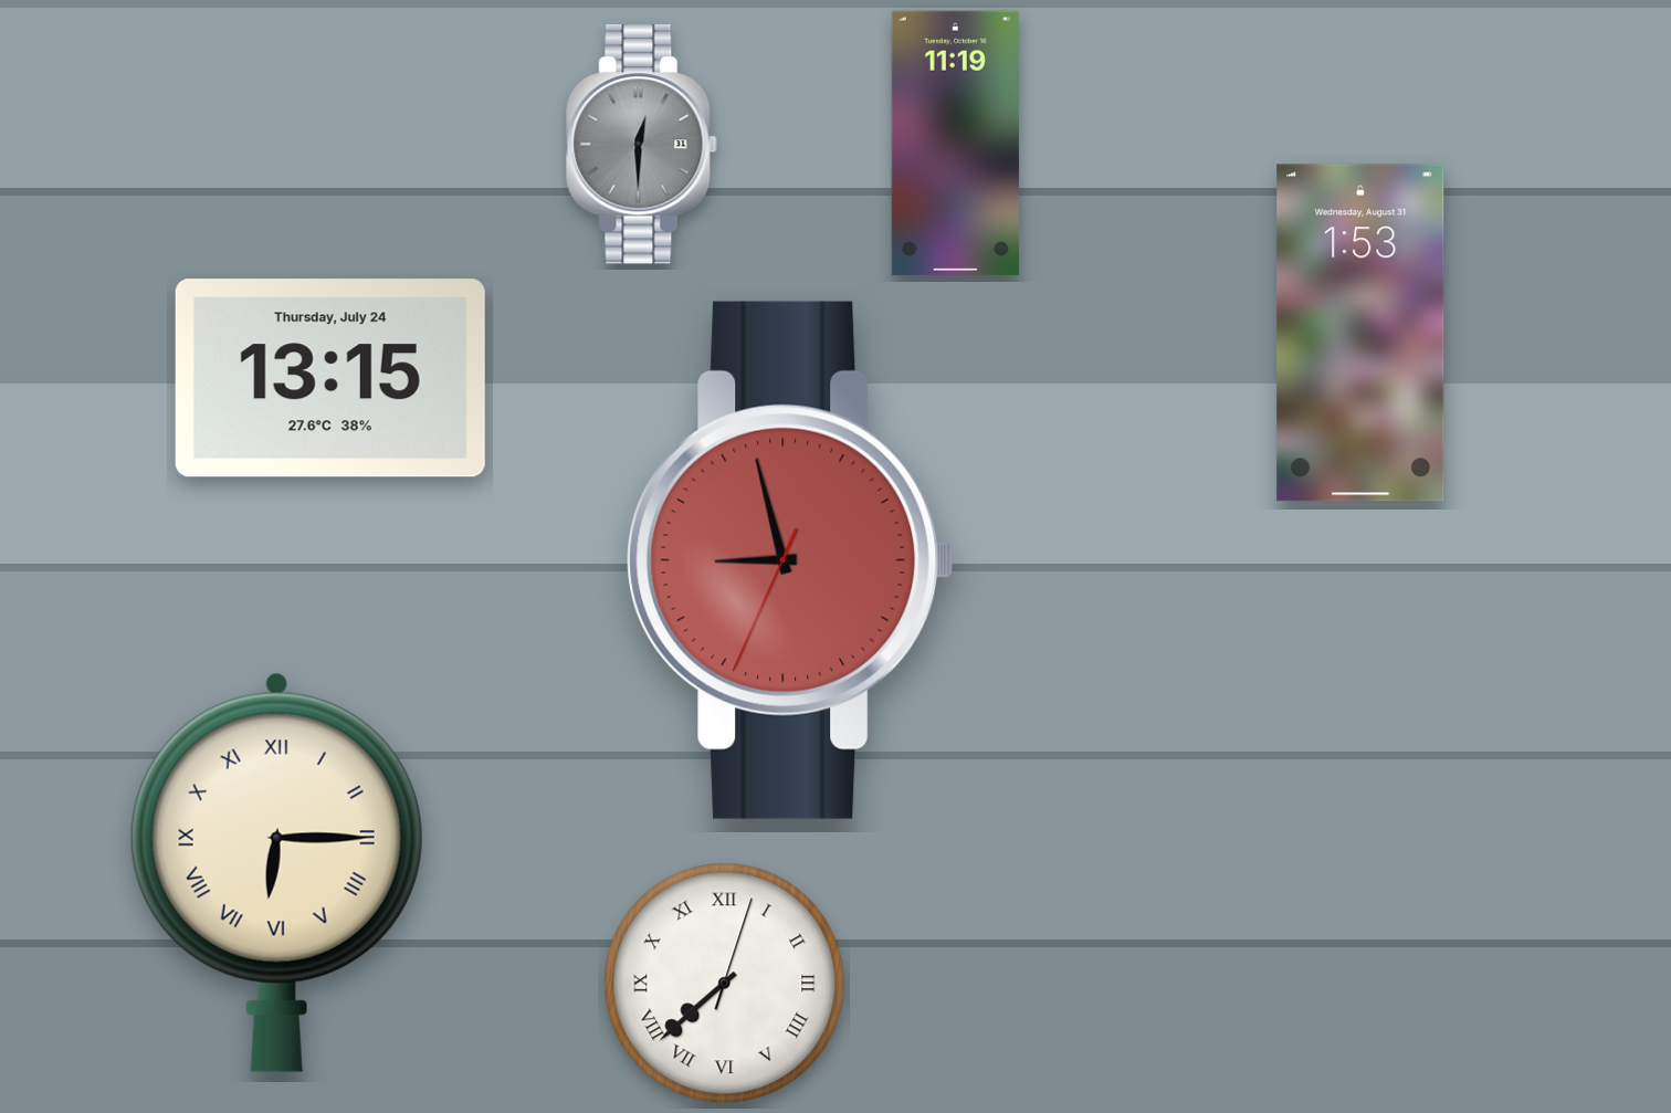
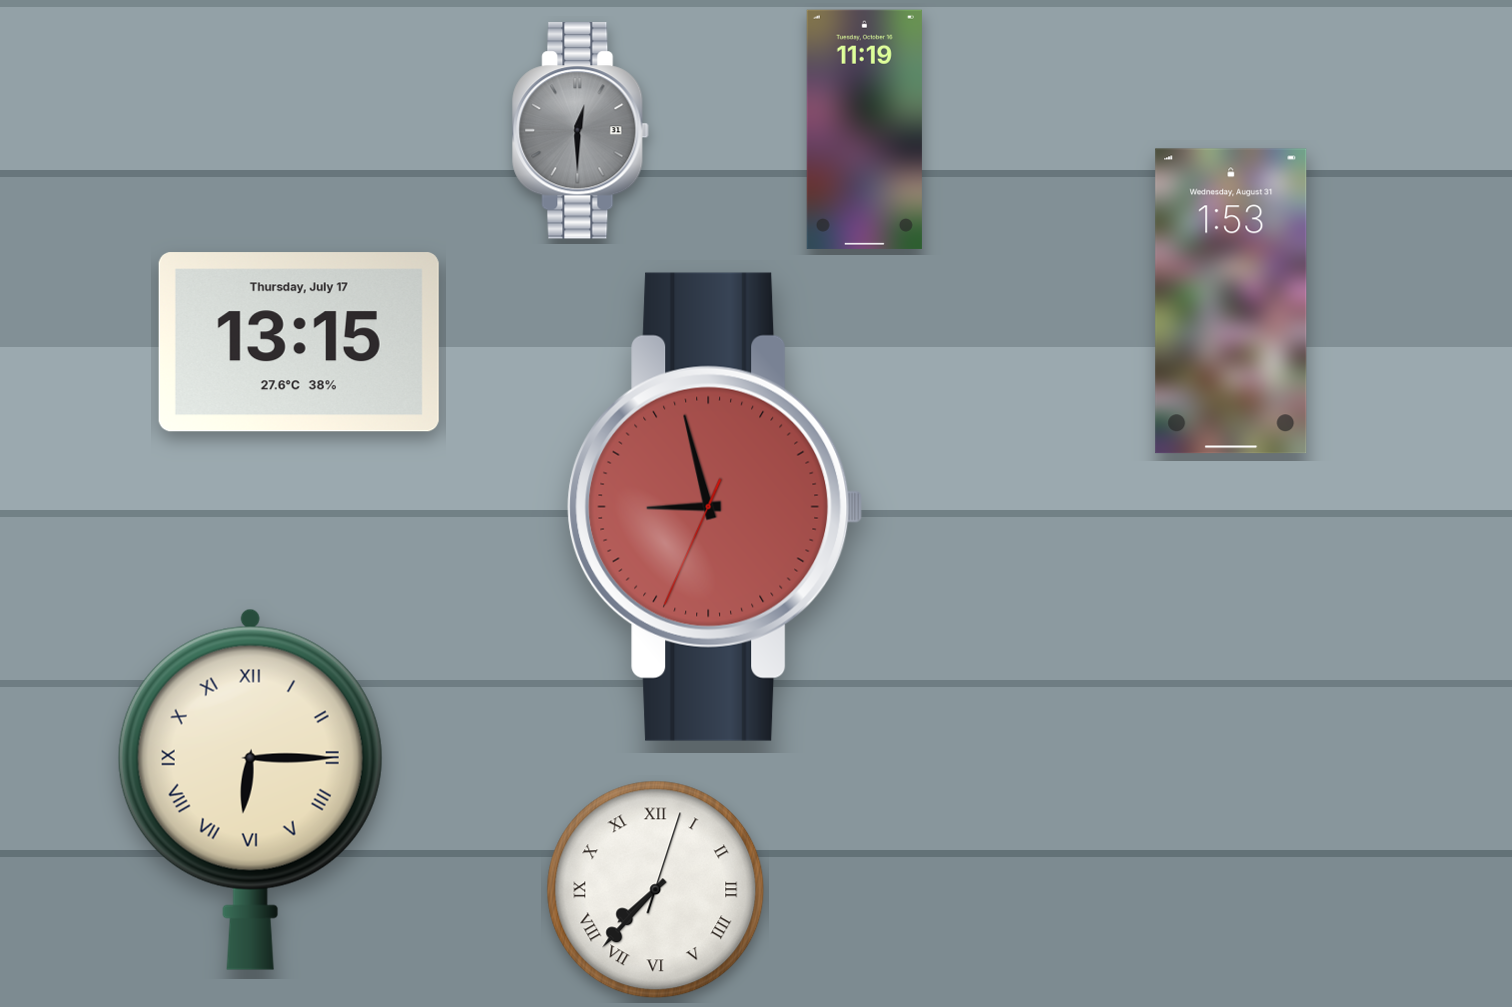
clock at (330, 378) date: Thursday, July 24 -> Thursday, July 17
clock at (725, 984): 7:38 -> 7:37
